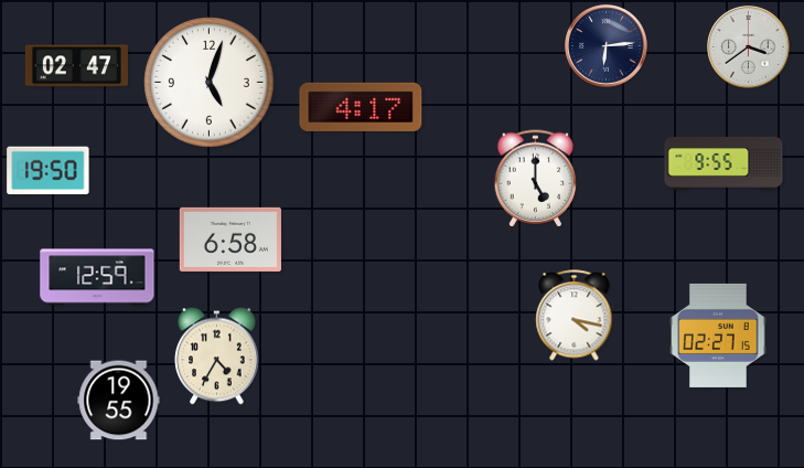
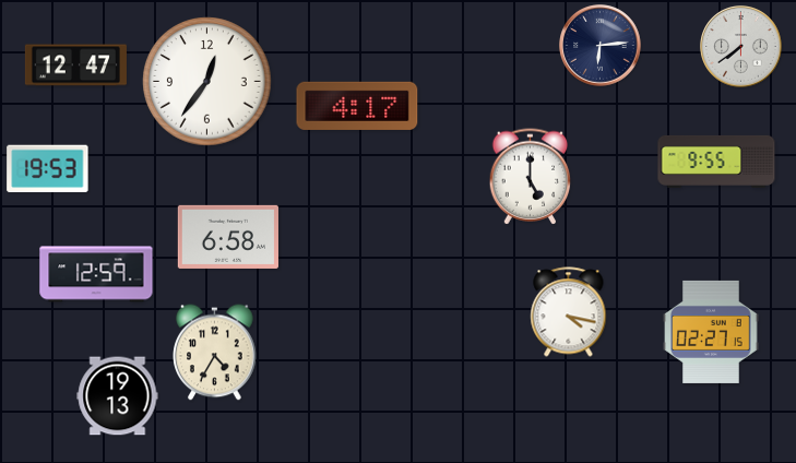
clock at (749, 47): 3:39 -> 7:39
clock at (76, 66): 02:47 -> 12:47
clock at (210, 83): 5:03 -> 12:36
clock at (49, 171): 19:50 -> 19:53
clock at (119, 401): 19:55 -> 19:13
